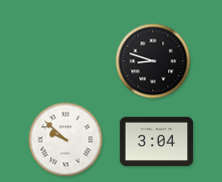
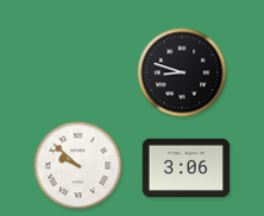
clock at (157, 142): 3:04 -> 3:06
